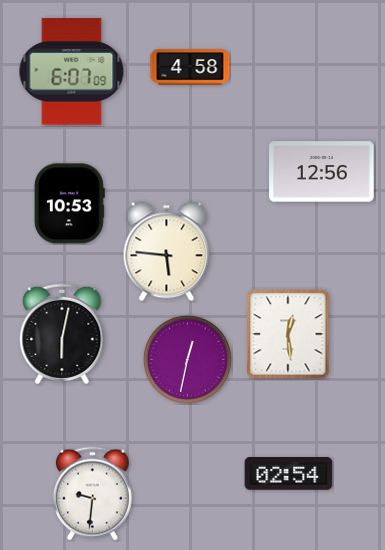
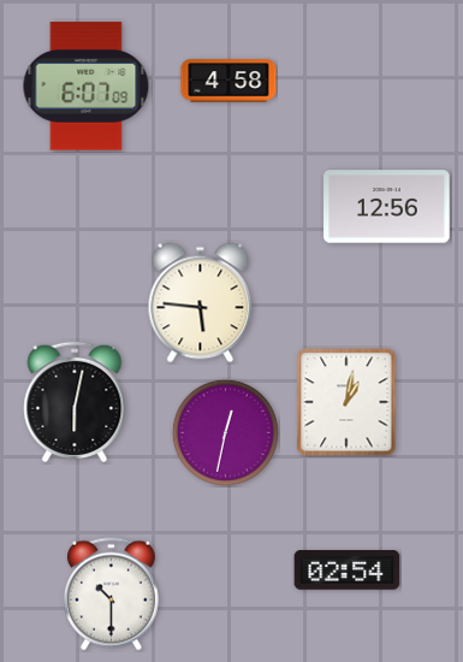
clock at (69, 204): 10:53 -> none
clock at (288, 334): 12:29 -> 1:02
clock at (92, 494): 9:31 -> 10:30
